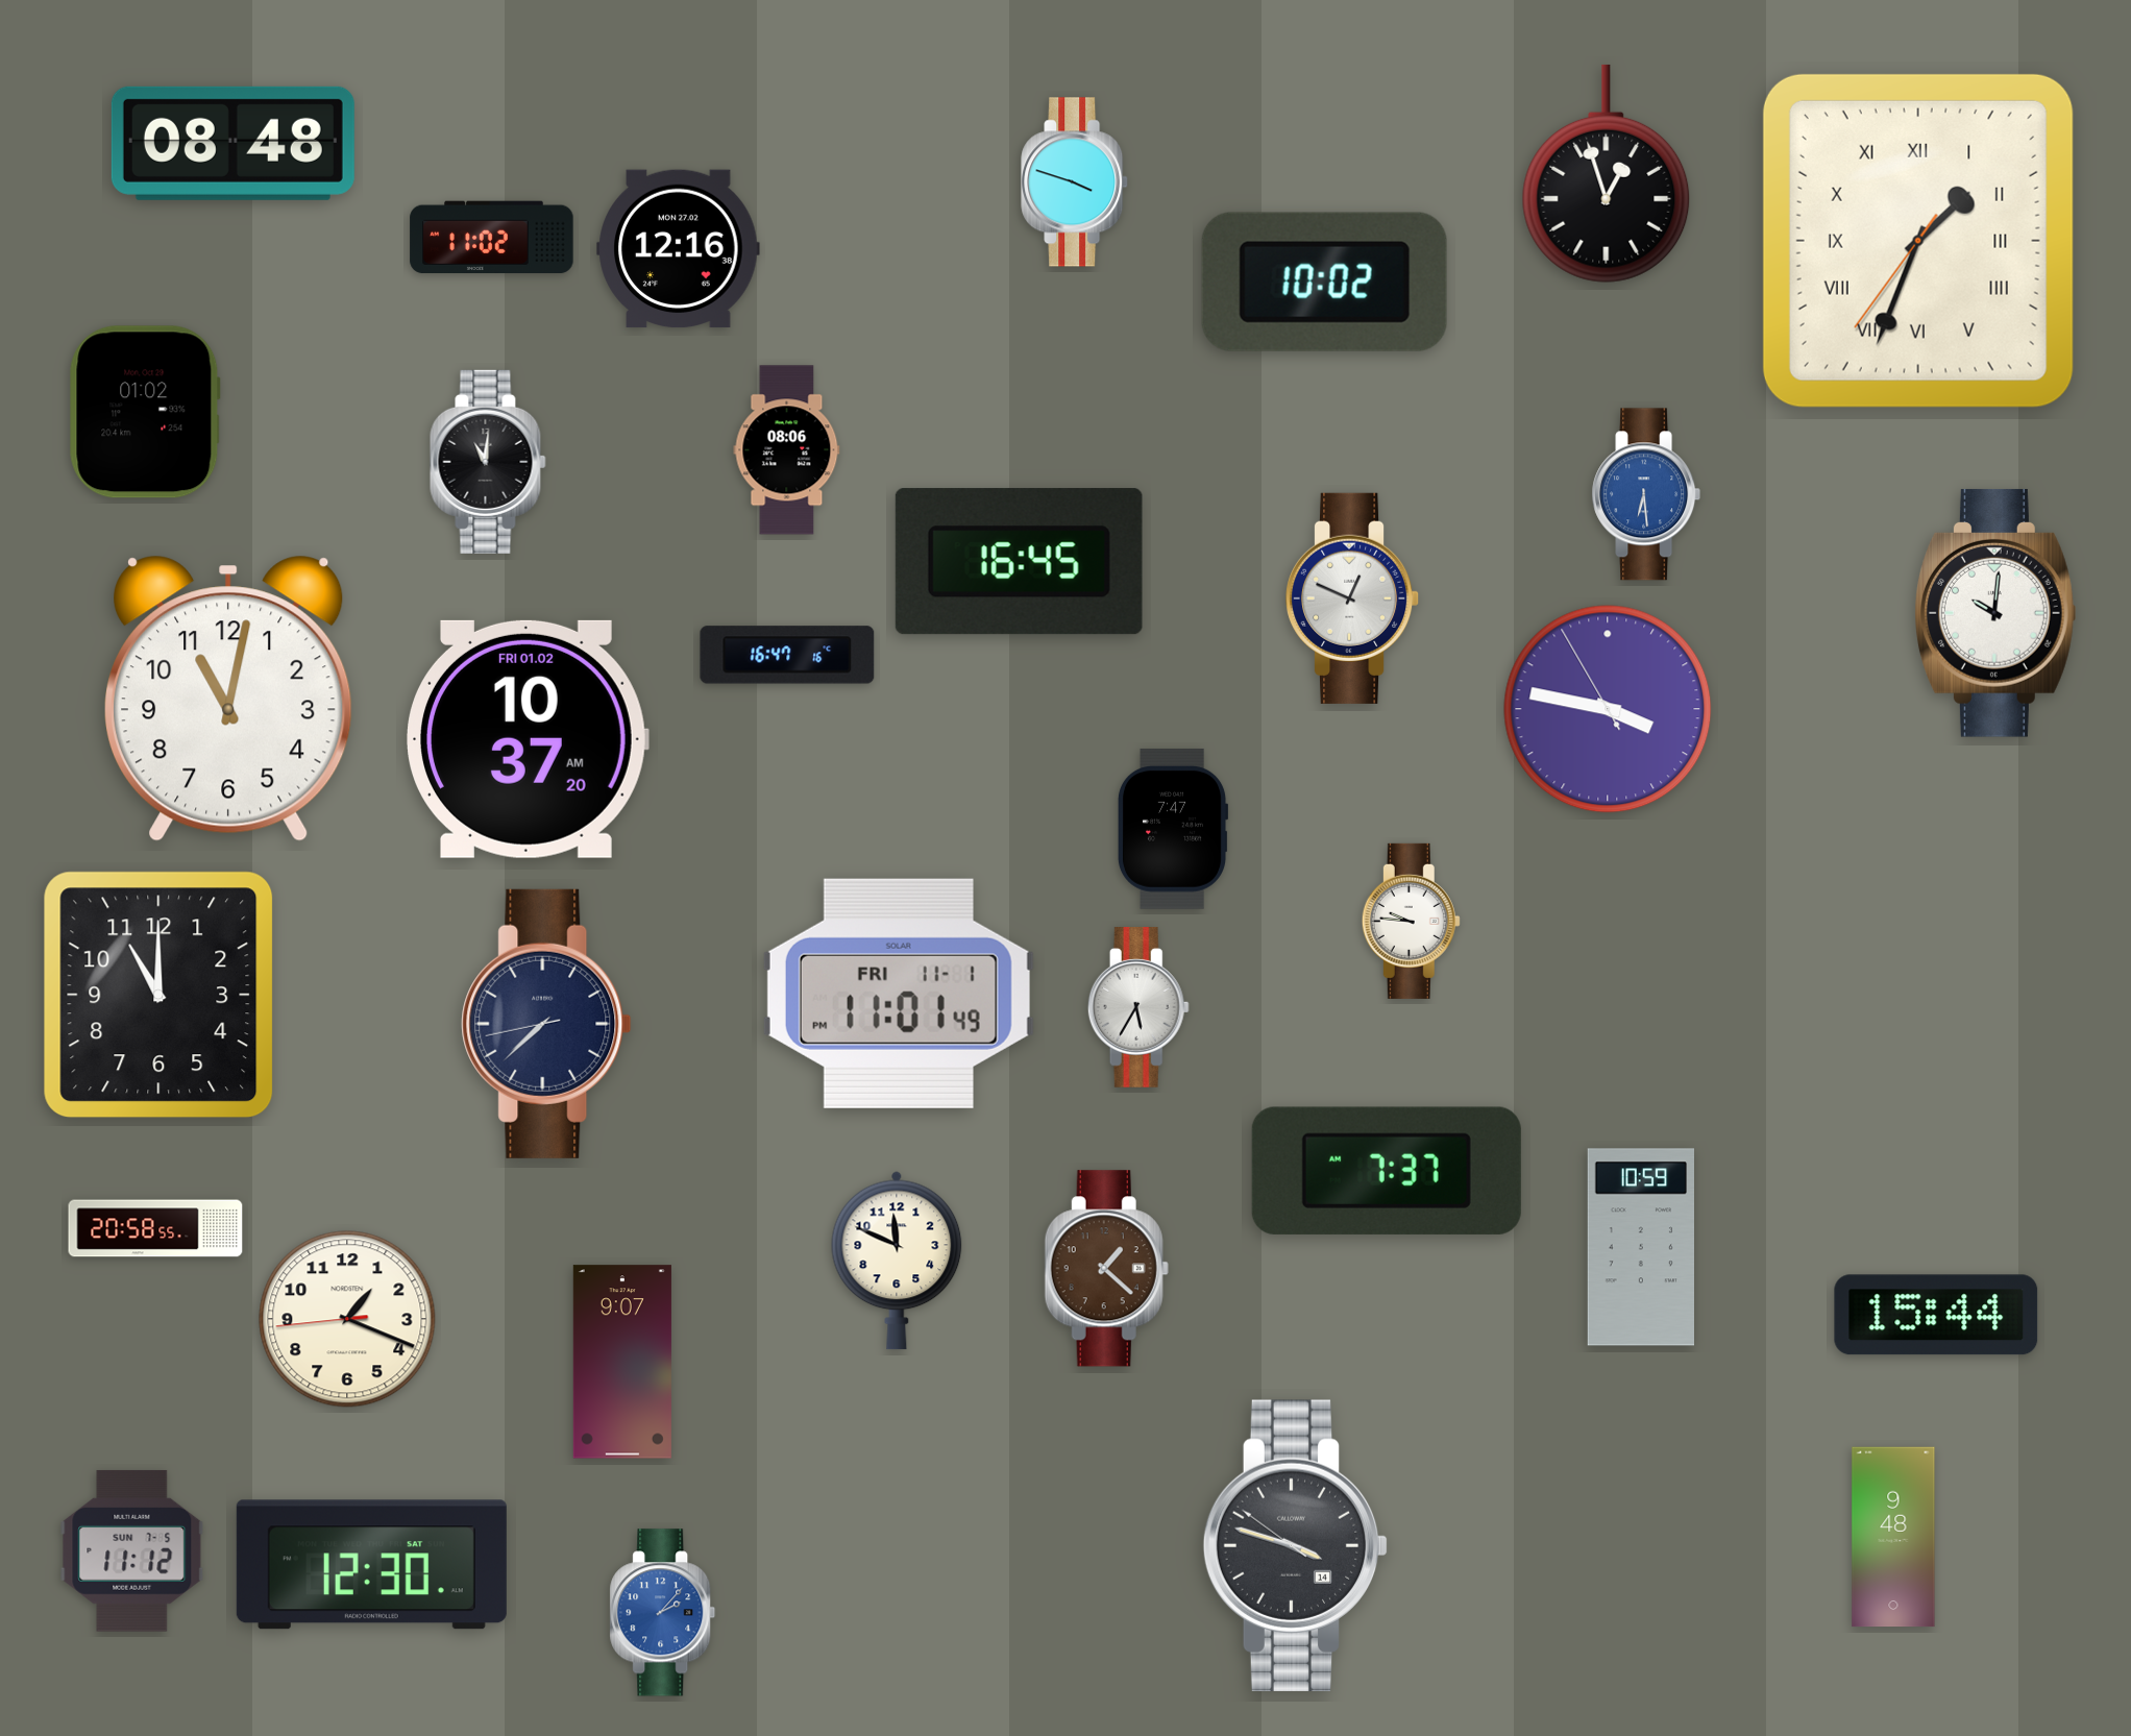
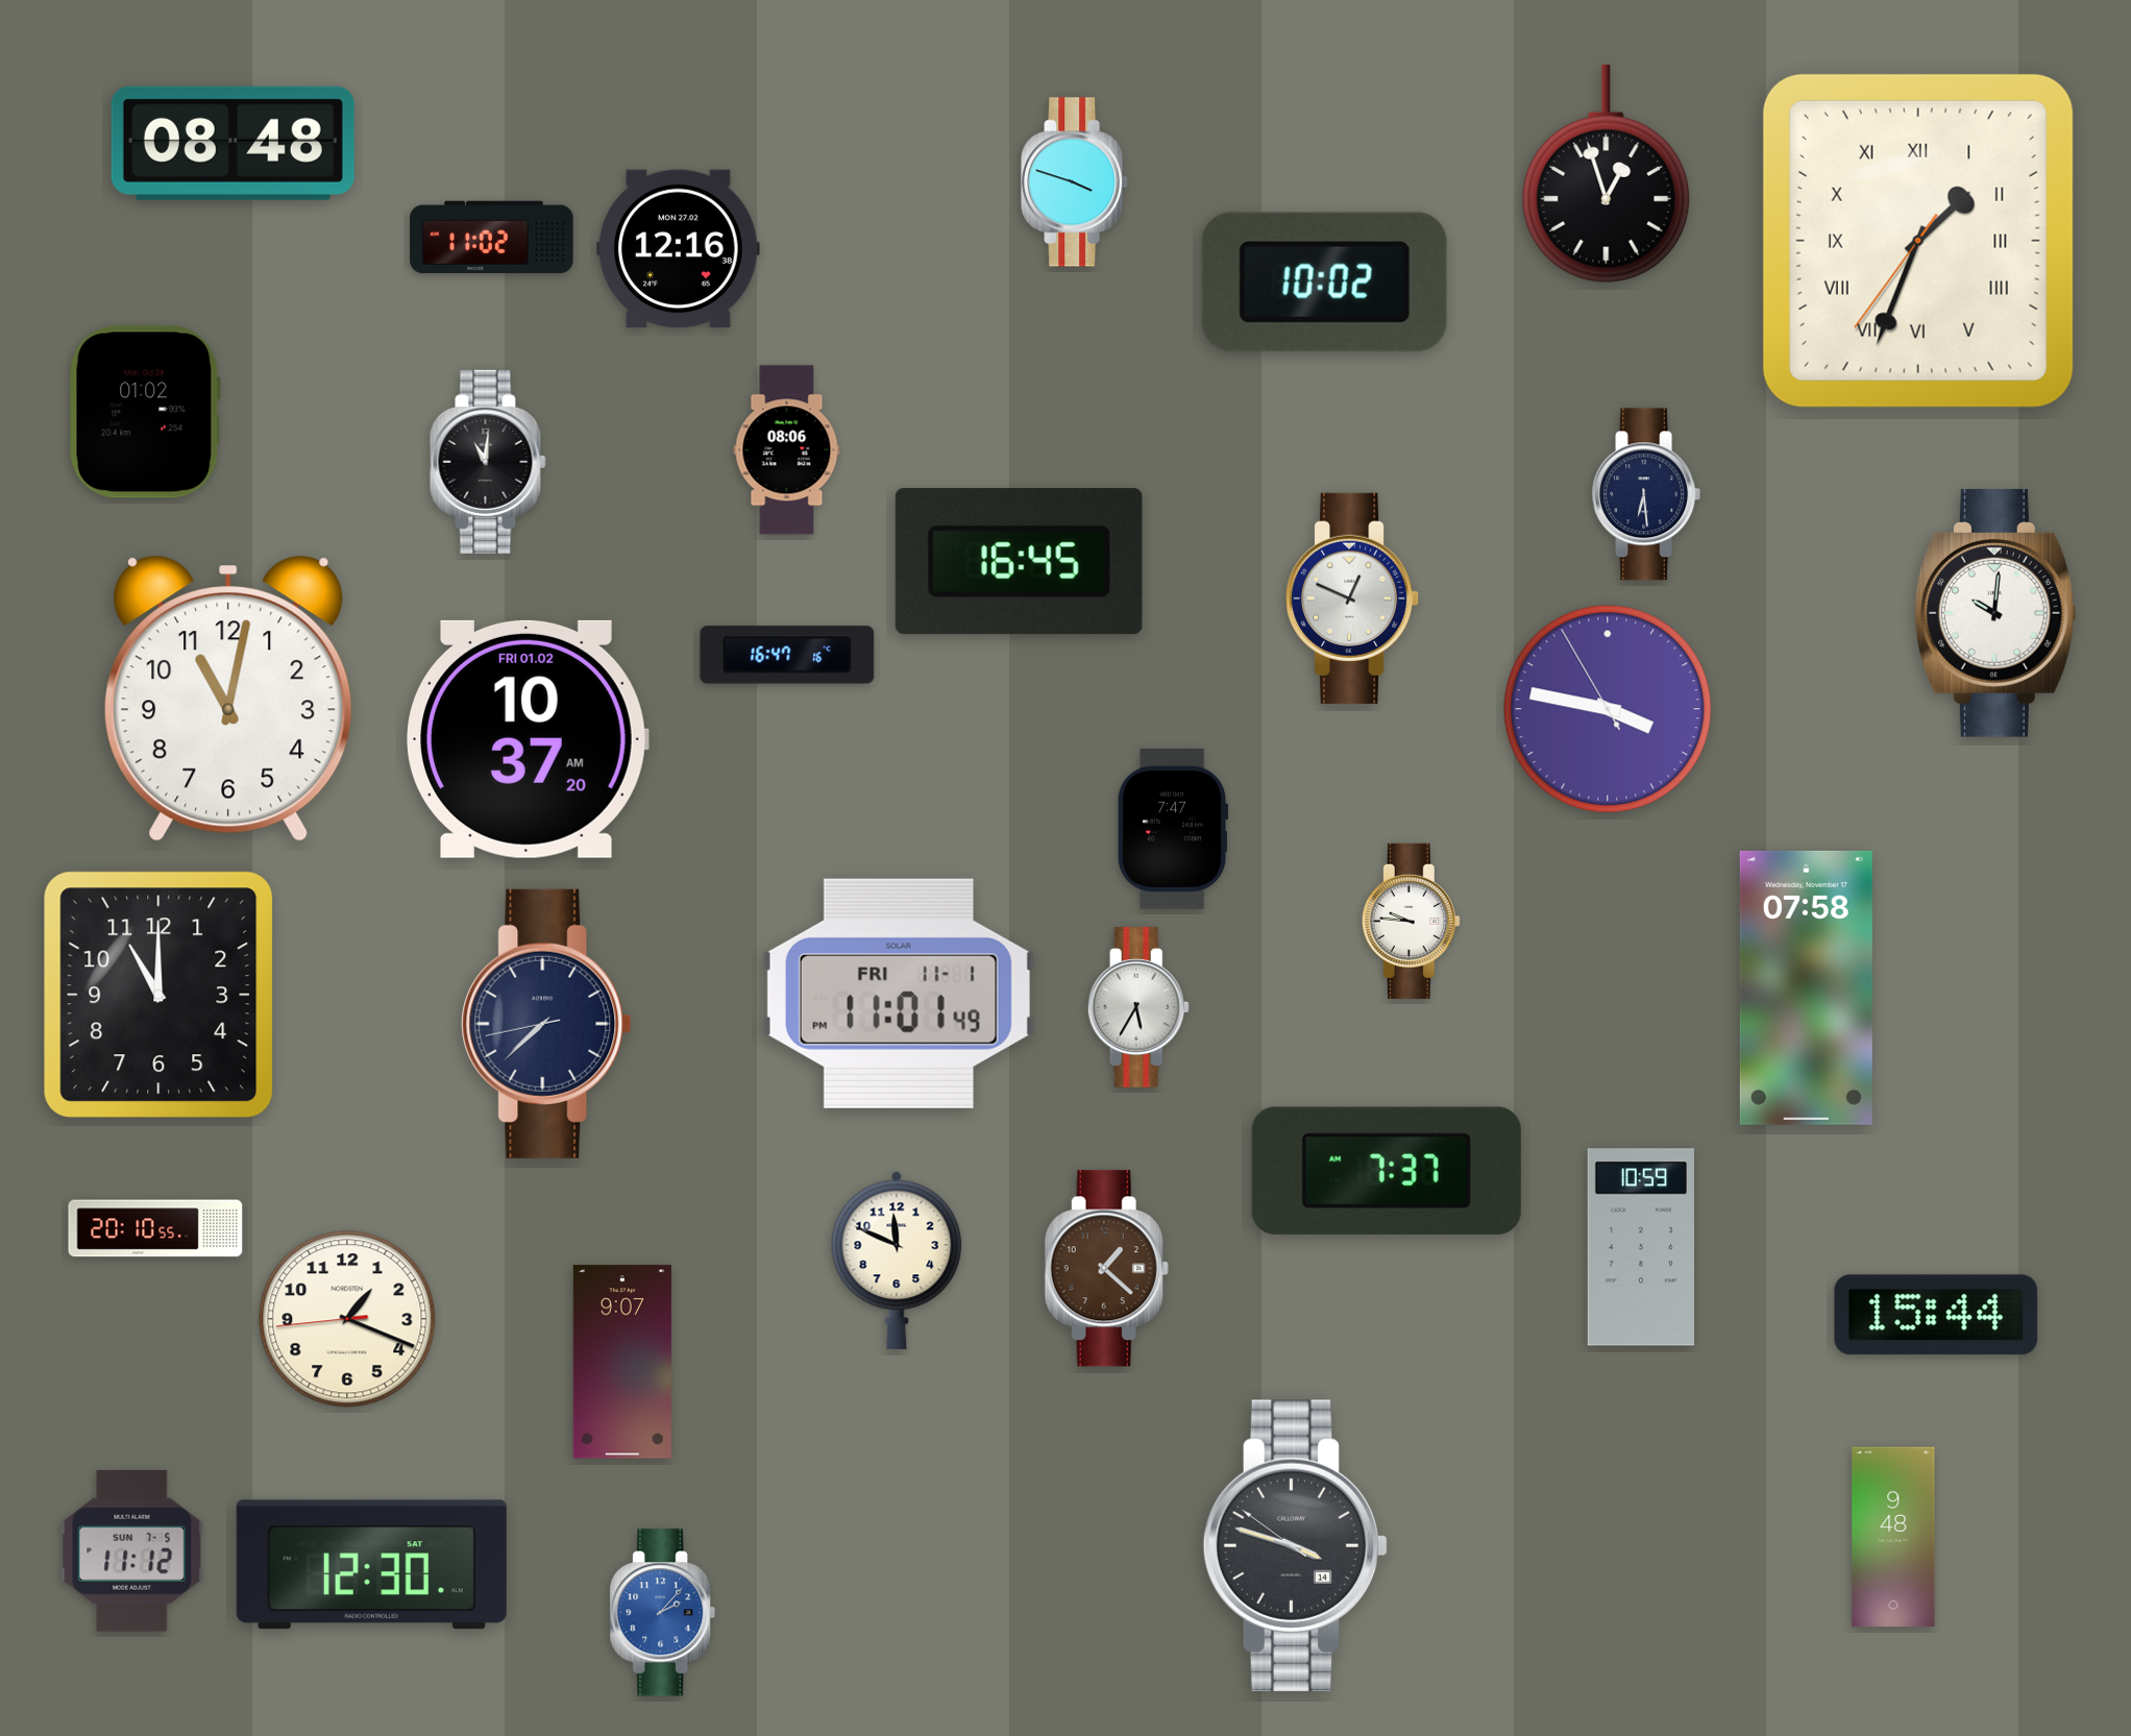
clock at (1646, 494) dial: blue -> navy
clock at (1806, 987): none -> 07:58
clock at (155, 1228): 20:58 -> 20:10
